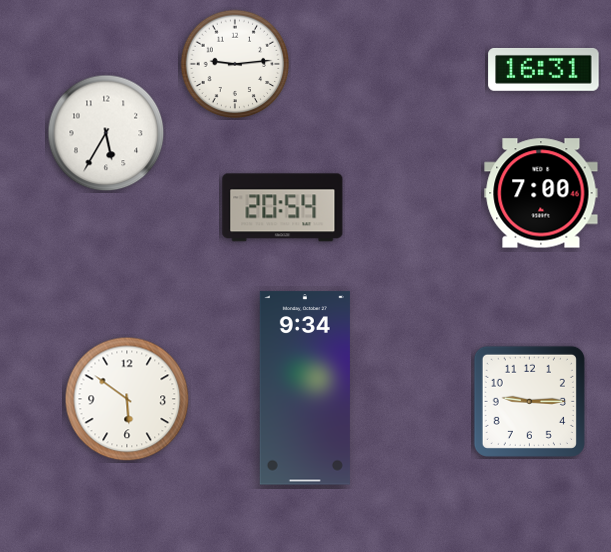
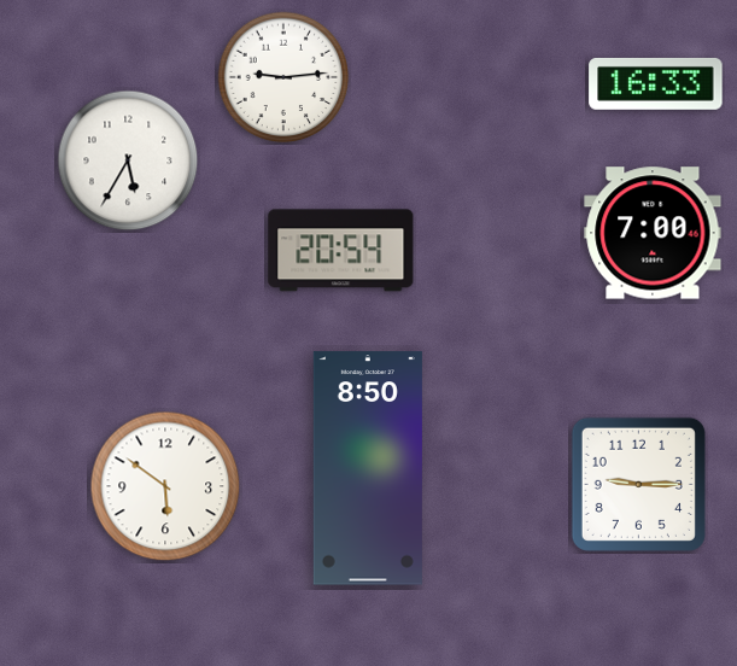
clock at (544, 69): 16:31 -> 16:33
clock at (305, 388): 9:34 -> 8:50
clock at (127, 399) position: (127, 399) -> (165, 486)
